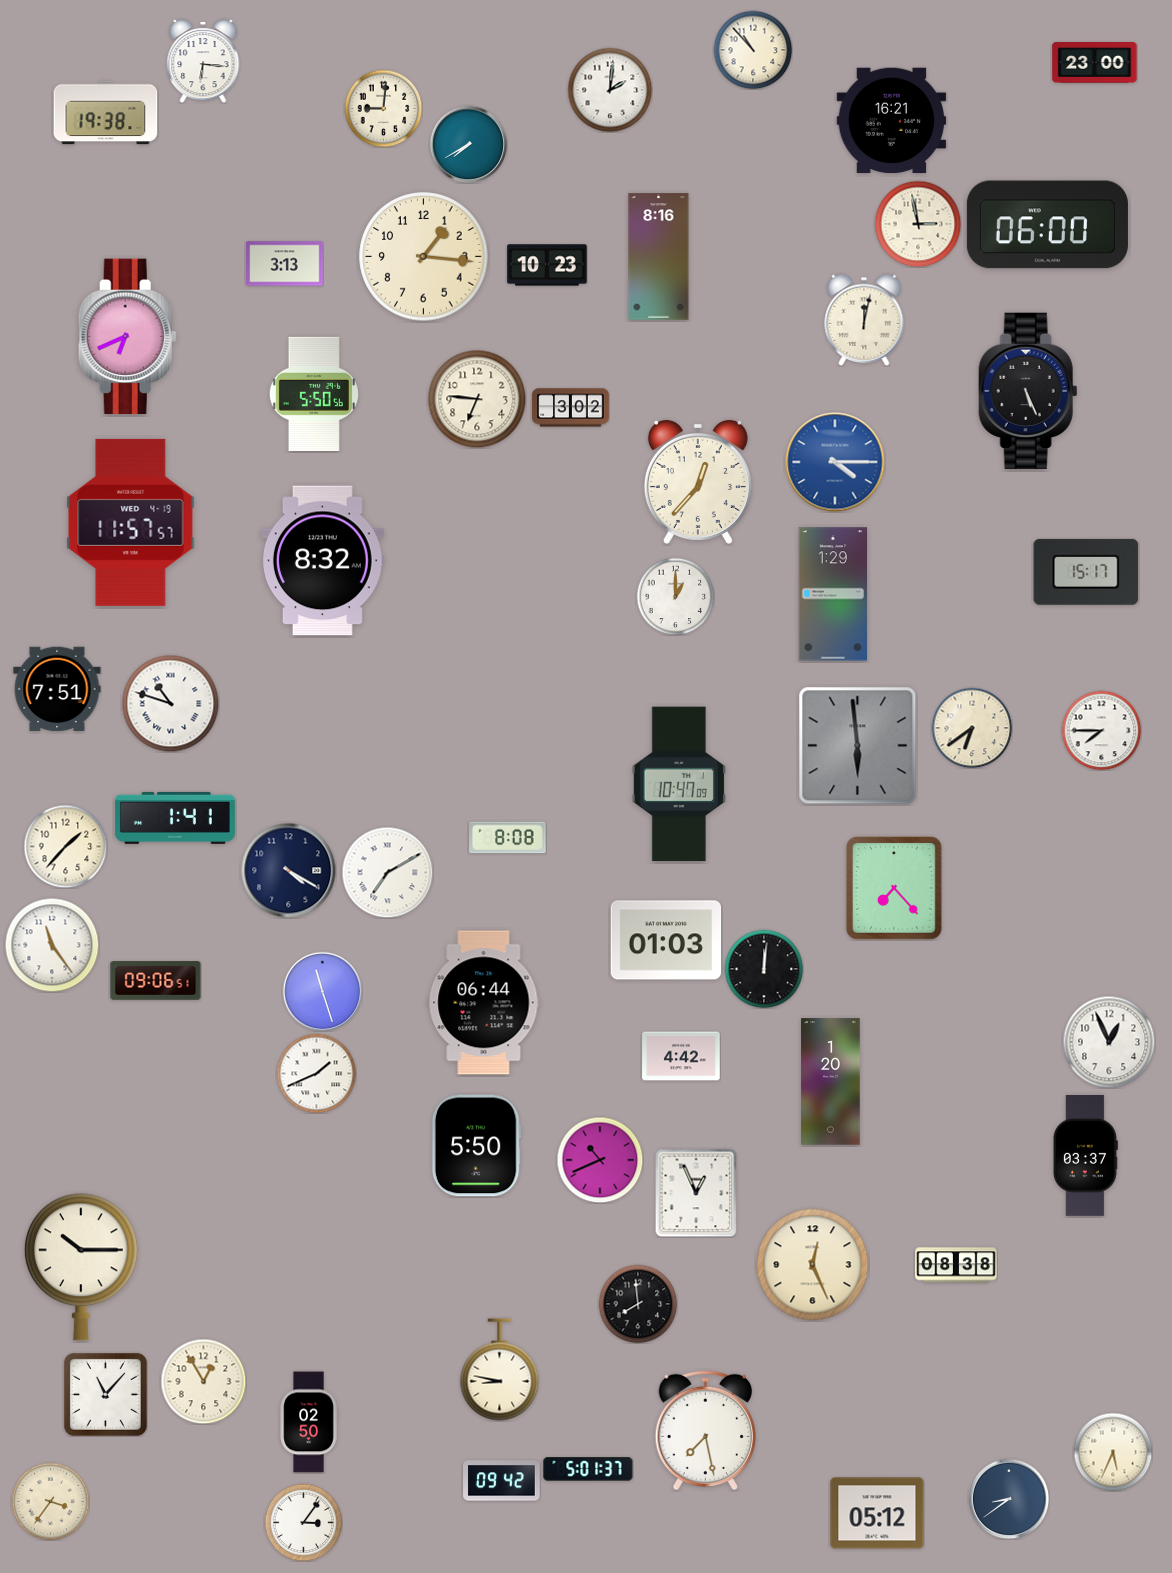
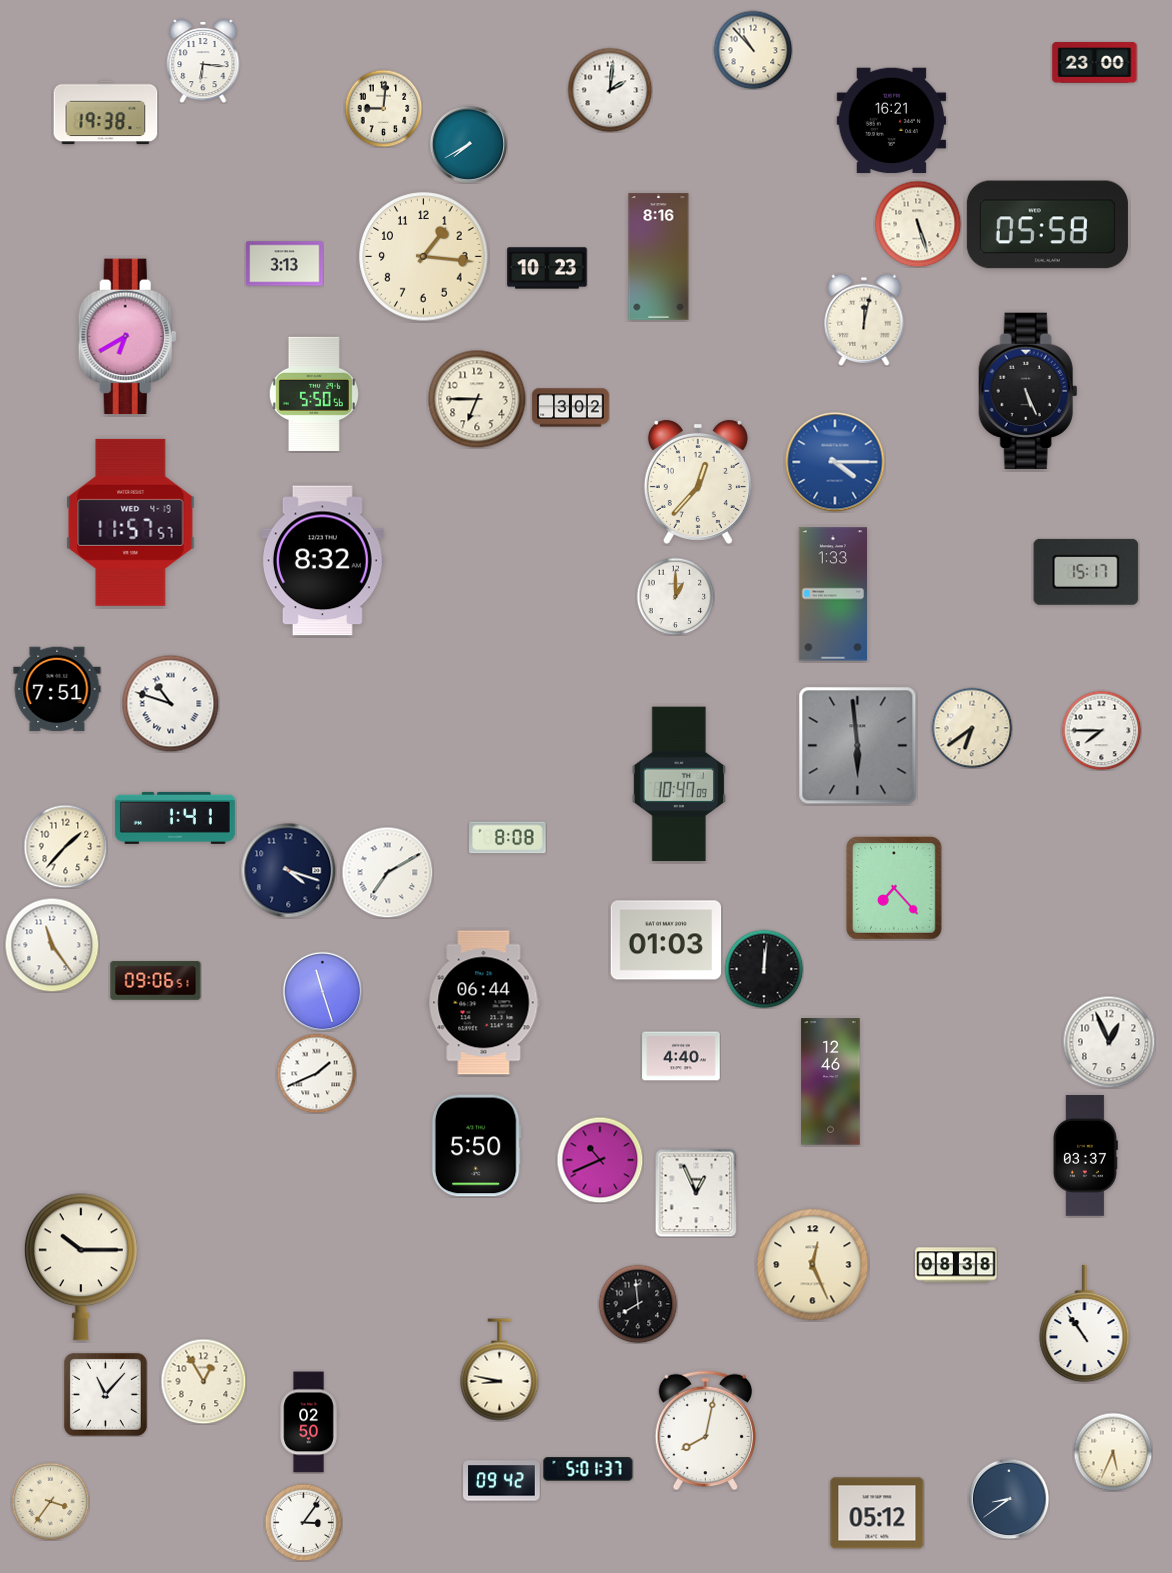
clock at (918, 224): 2:58 -> 5:27
clock at (1047, 225): 06:00 -> 05:58
clock at (547, 265) position: (547, 265) -> (547, 268)
clock at (127, 337): 6:41 -> 6:40
clock at (477, 399): 6:46 -> 6:45
clock at (832, 594): 1:29 -> 1:33
clock at (288, 870): 4:20 -> 4:18
clock at (681, 1056): 4:42 -> 4:40
clock at (831, 1082): 1:20 -> 12:46
clock at (1085, 1324): none -> 10:54
clock at (705, 1431): 7:28 -> 8:02
